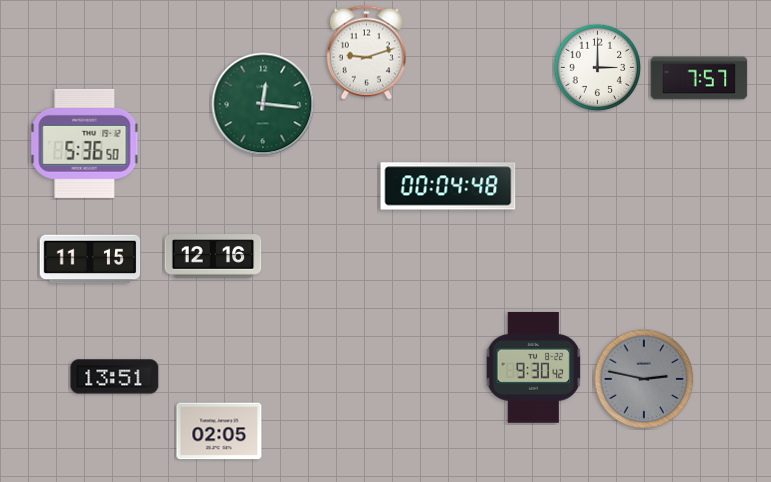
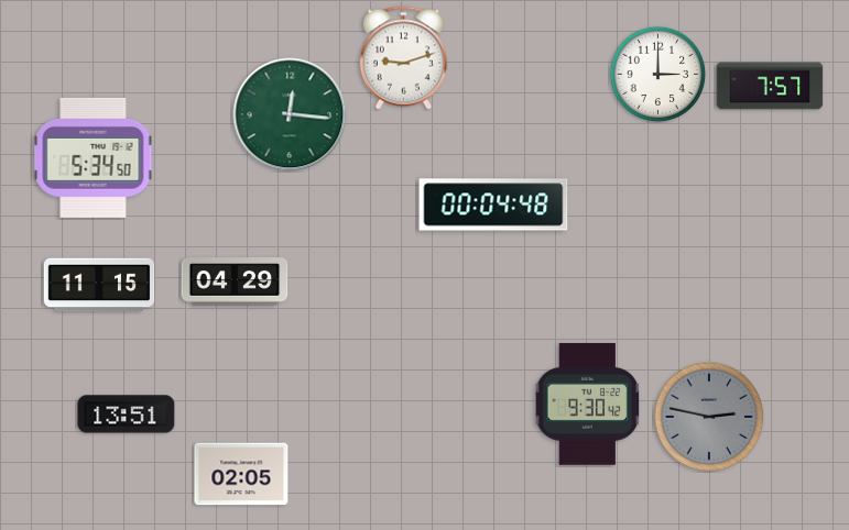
clock at (85, 143): 5:36 -> 5:34
clock at (213, 256): 12:16 -> 04:29
